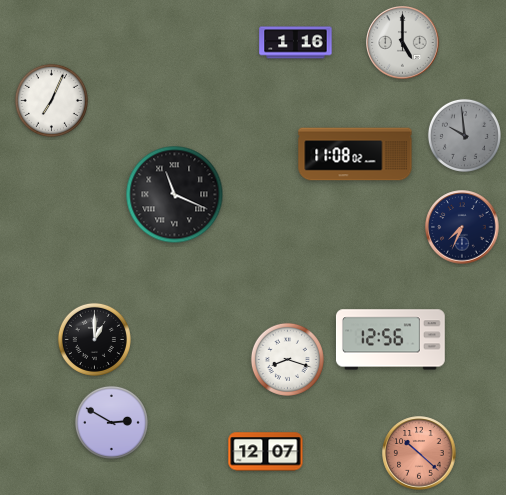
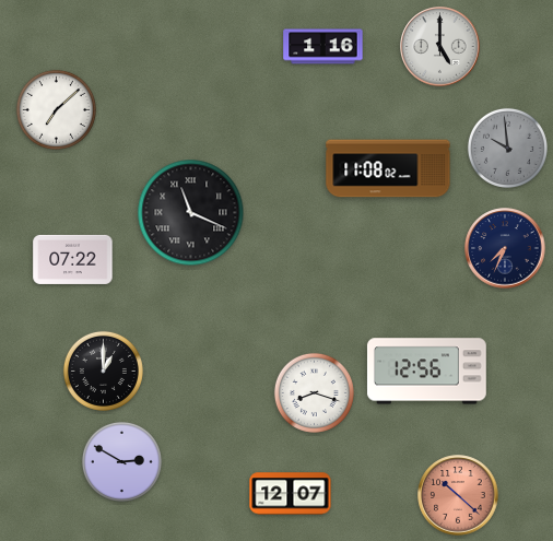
clock at (51, 100): 7:04 -> 7:08
clock at (73, 259): none -> 07:22
